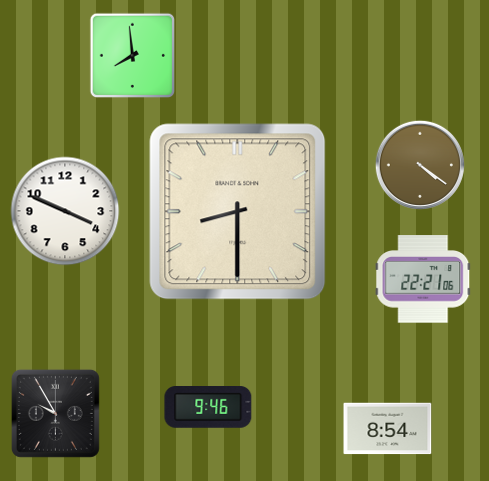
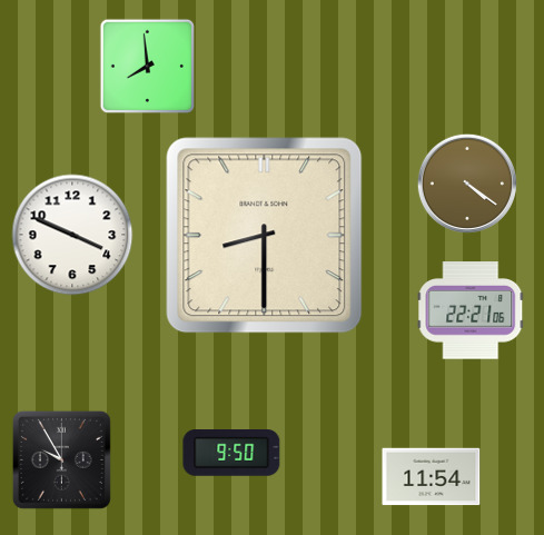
clock at (133, 56) position: (133, 56) -> (148, 67)
clock at (208, 408): 9:46 -> 9:50
clock at (388, 429): 8:54 -> 11:54
